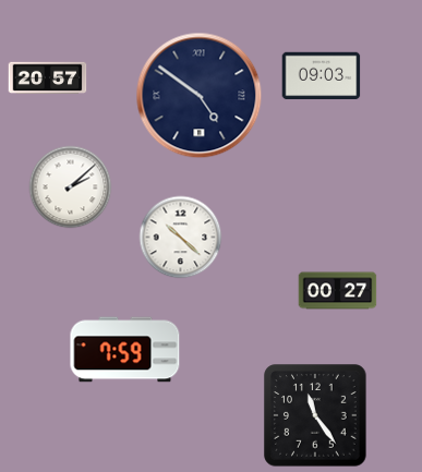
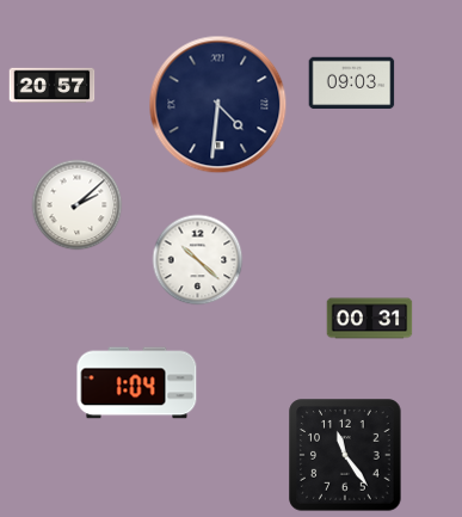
clock at (200, 96): 4:51 -> 4:31
clock at (338, 291): 00:27 -> 00:31
clock at (125, 350): 7:59 -> 1:04
